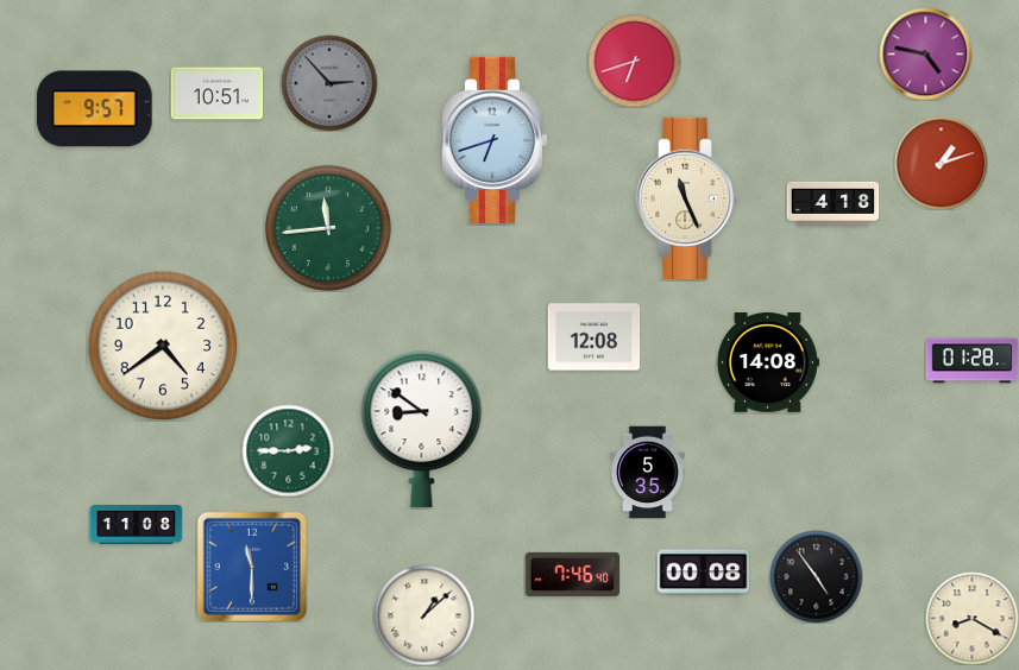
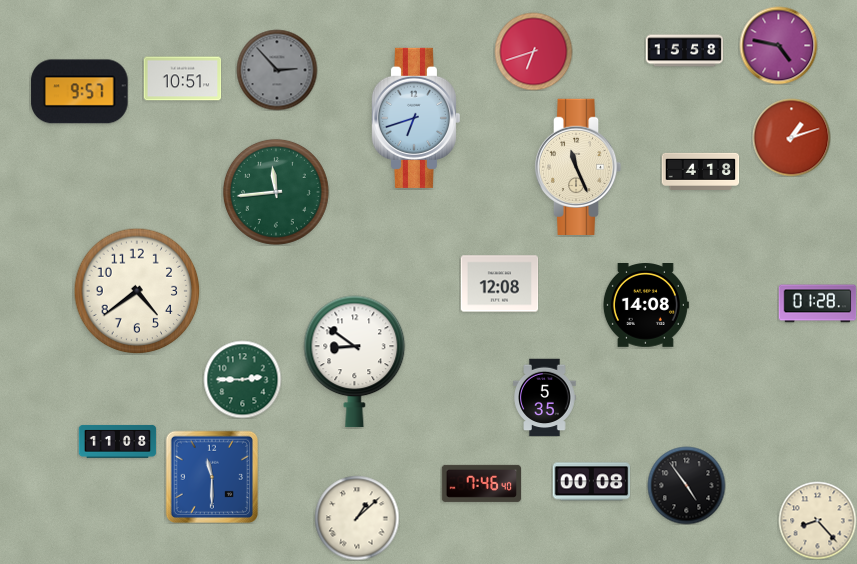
clock at (684, 51): none -> 15:58
clock at (136, 524) position: (136, 524) -> (117, 441)
clock at (971, 618): 8:20 -> 8:23
